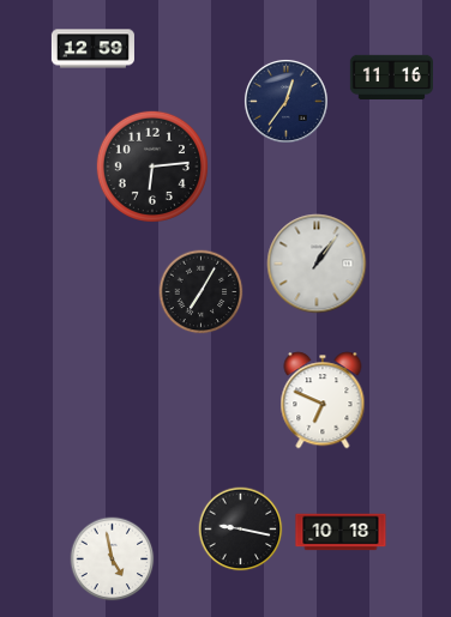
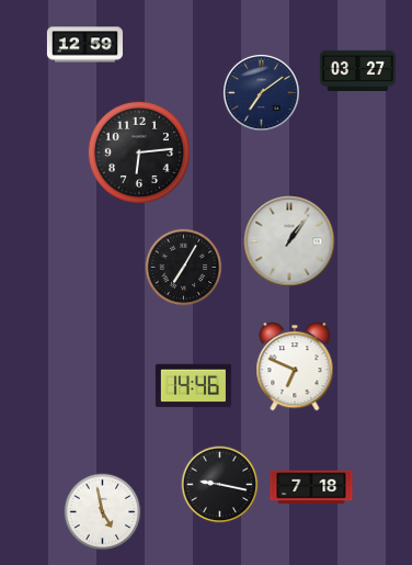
clock at (391, 77): 11:16 -> 03:27
clock at (285, 101): 12:36 -> 7:09
clock at (193, 386): none -> 14:46
clock at (341, 532): 10:18 -> 7:18
